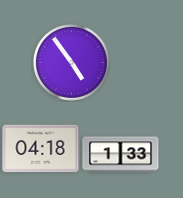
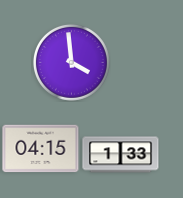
clock at (71, 62): 4:54 -> 3:59
clock at (41, 149): 04:18 -> 04:15
